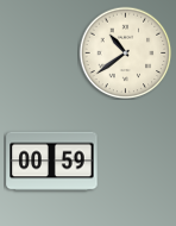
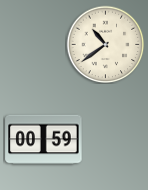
clock at (52, 162) position: (52, 162) -> (44, 140)
